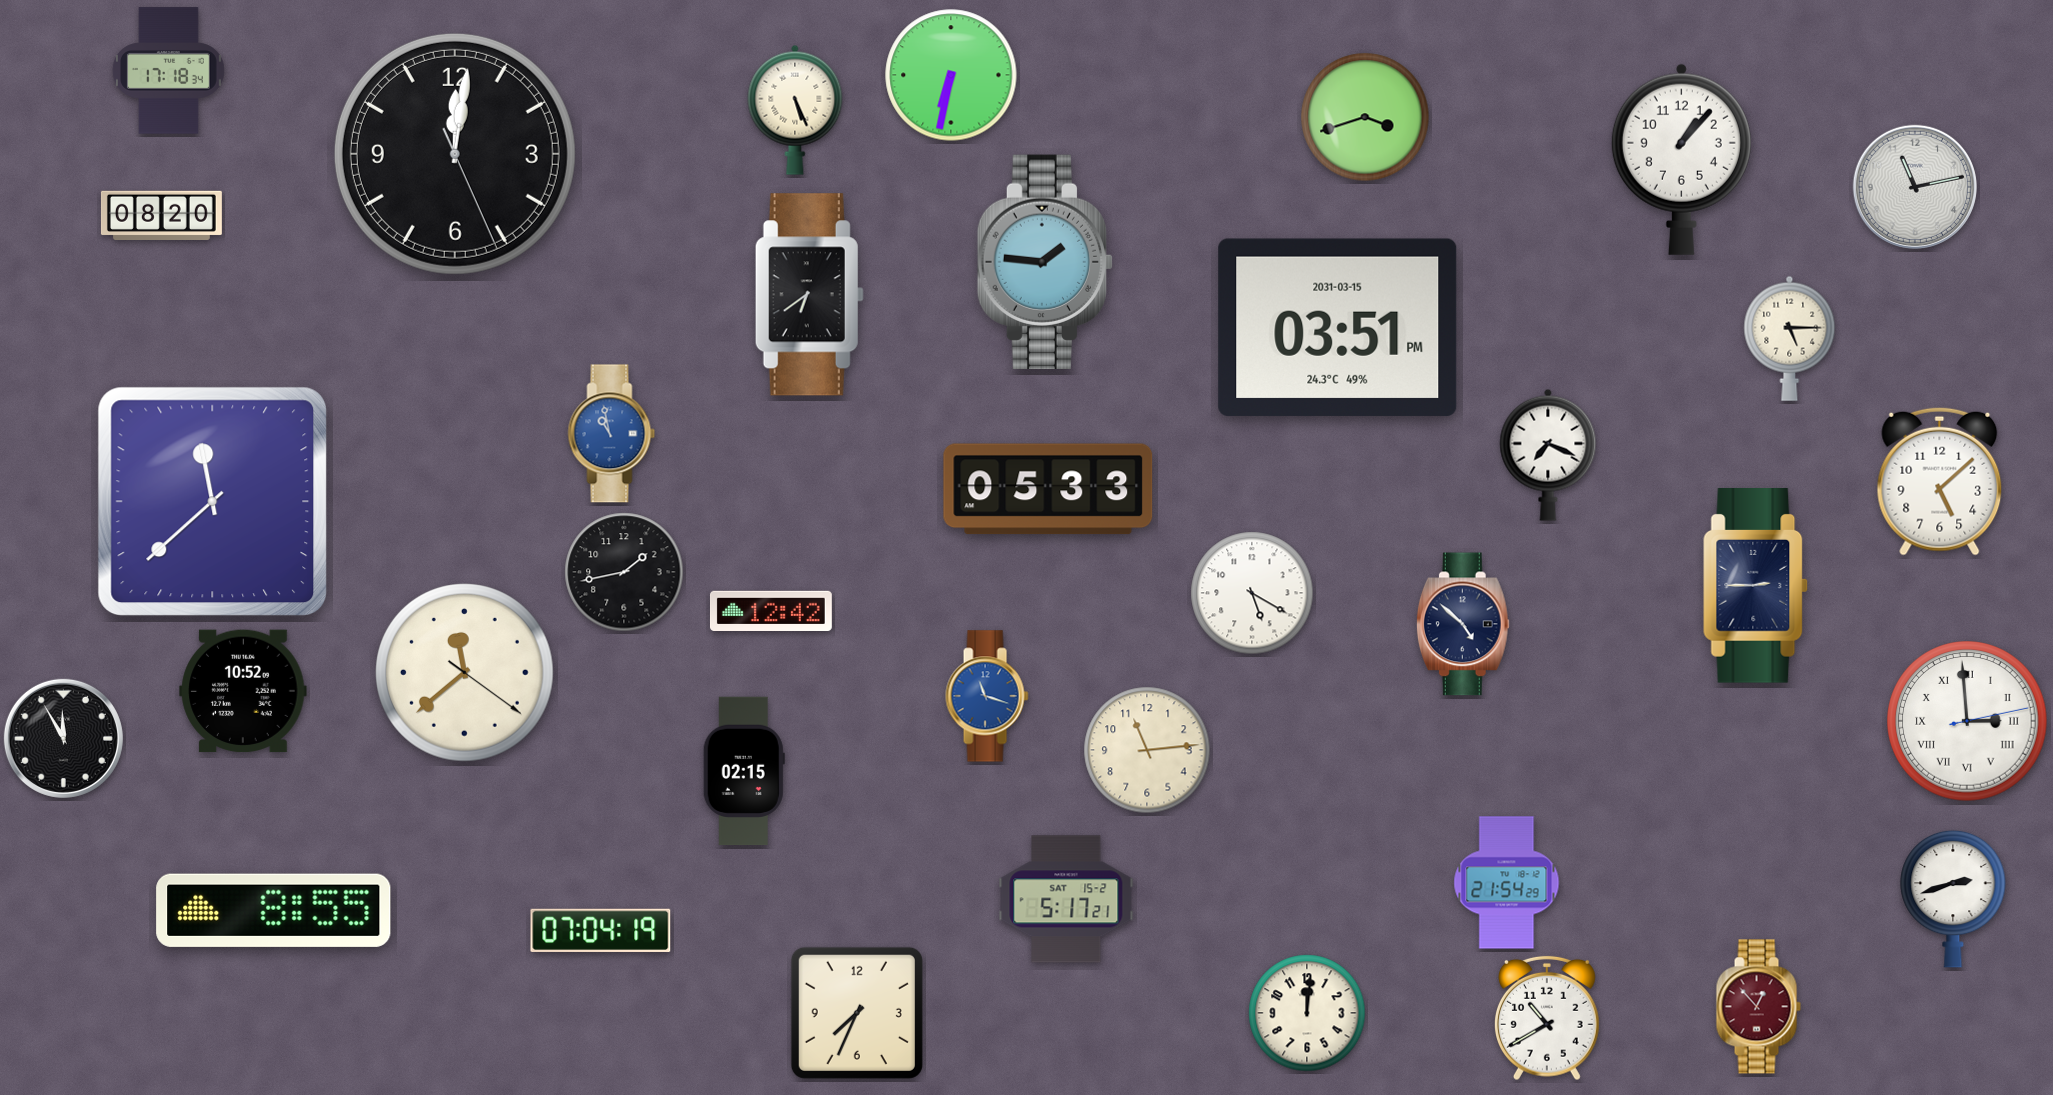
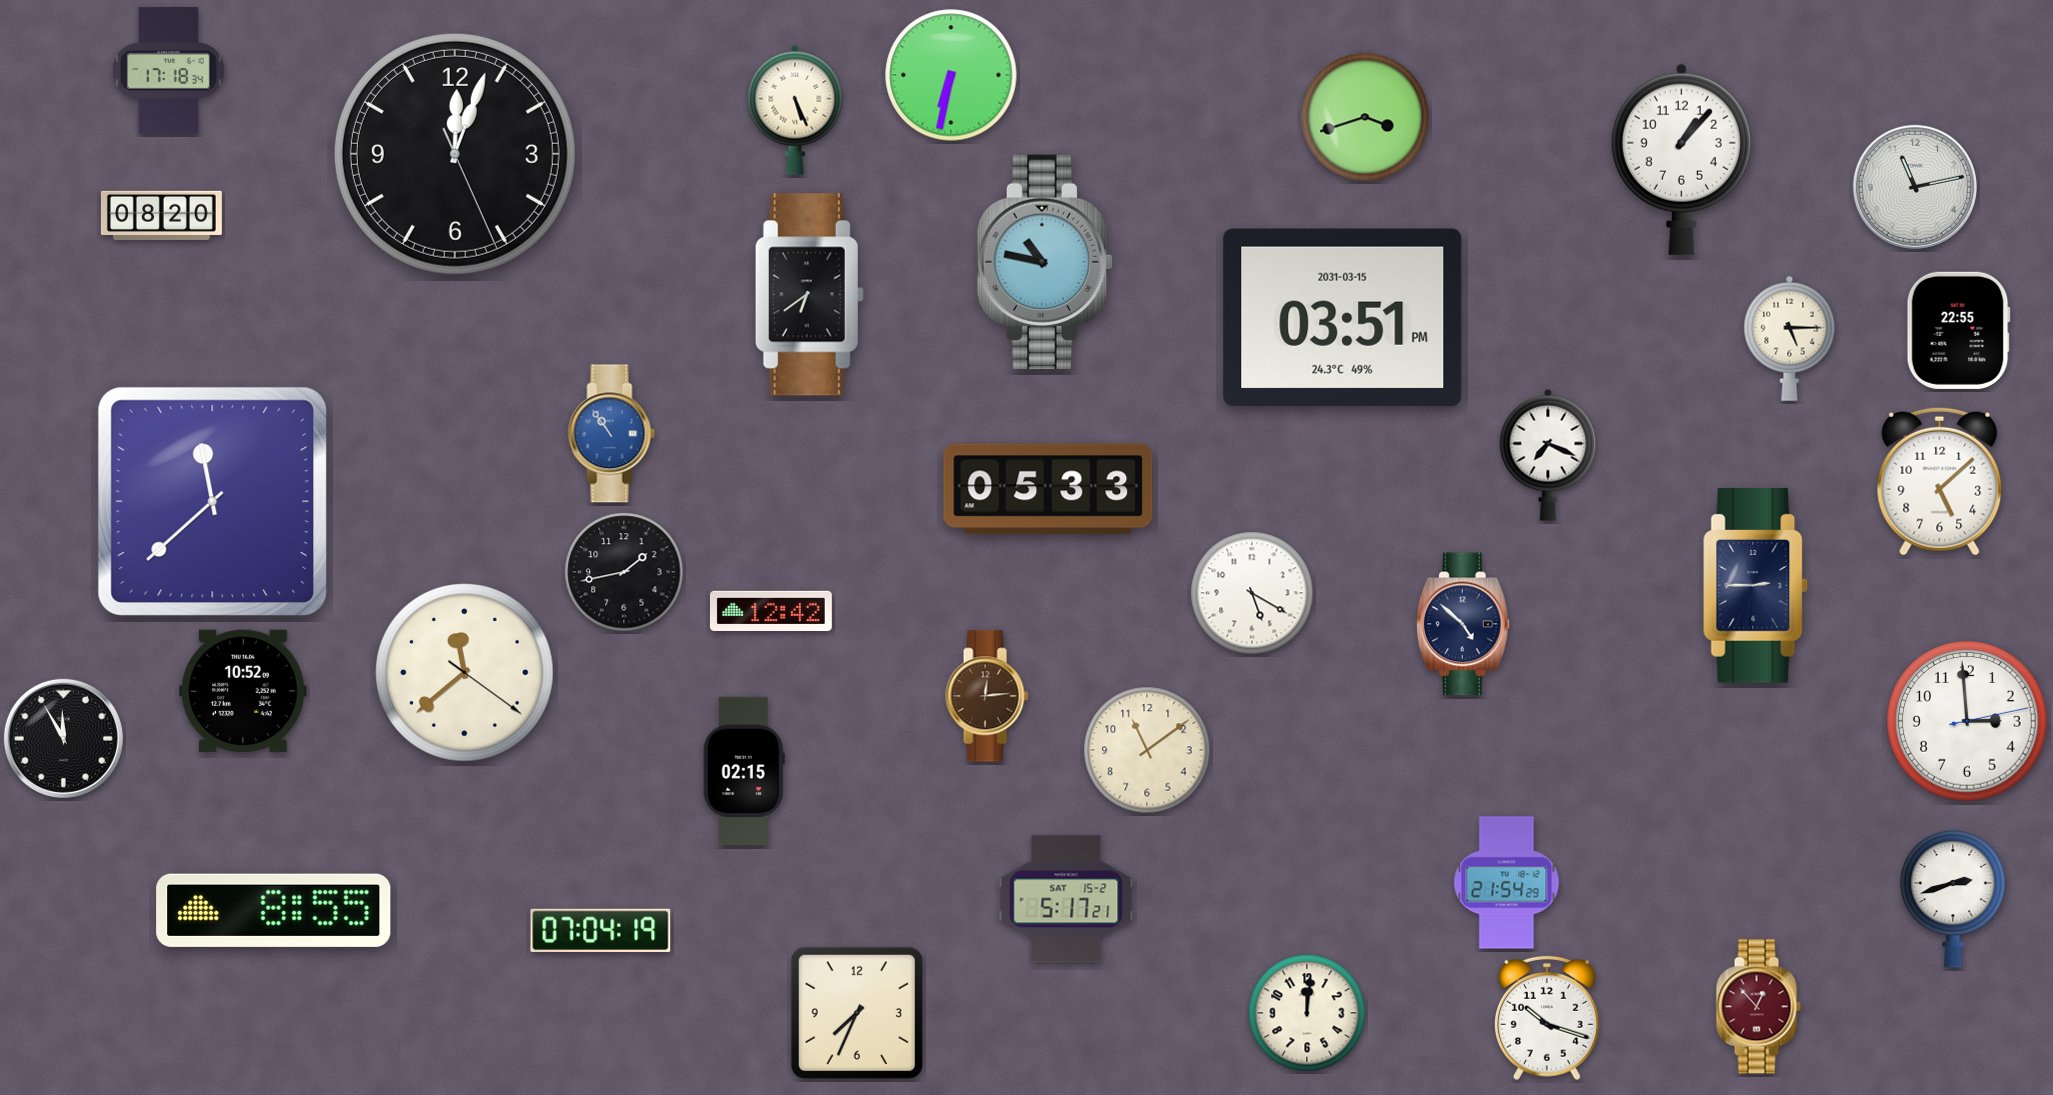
clock at (455, 154): 12:01 -> 12:03
clock at (1044, 261): 1:46 -> 10:47
clock at (1338, 327) position: (1338, 327) -> (1343, 317)
clock at (1958, 330): none -> 22:55
clock at (612, 434): 10:58 -> 10:54
clock at (987, 696): 11:18 -> 12:14
clock at (987, 696) dial: blue -> brown
clock at (1967, 721) numerals: Roman -> Arabic
clock at (1147, 750): 11:14 -> 11:09
clock at (1547, 1018): 10:40 -> 10:18
